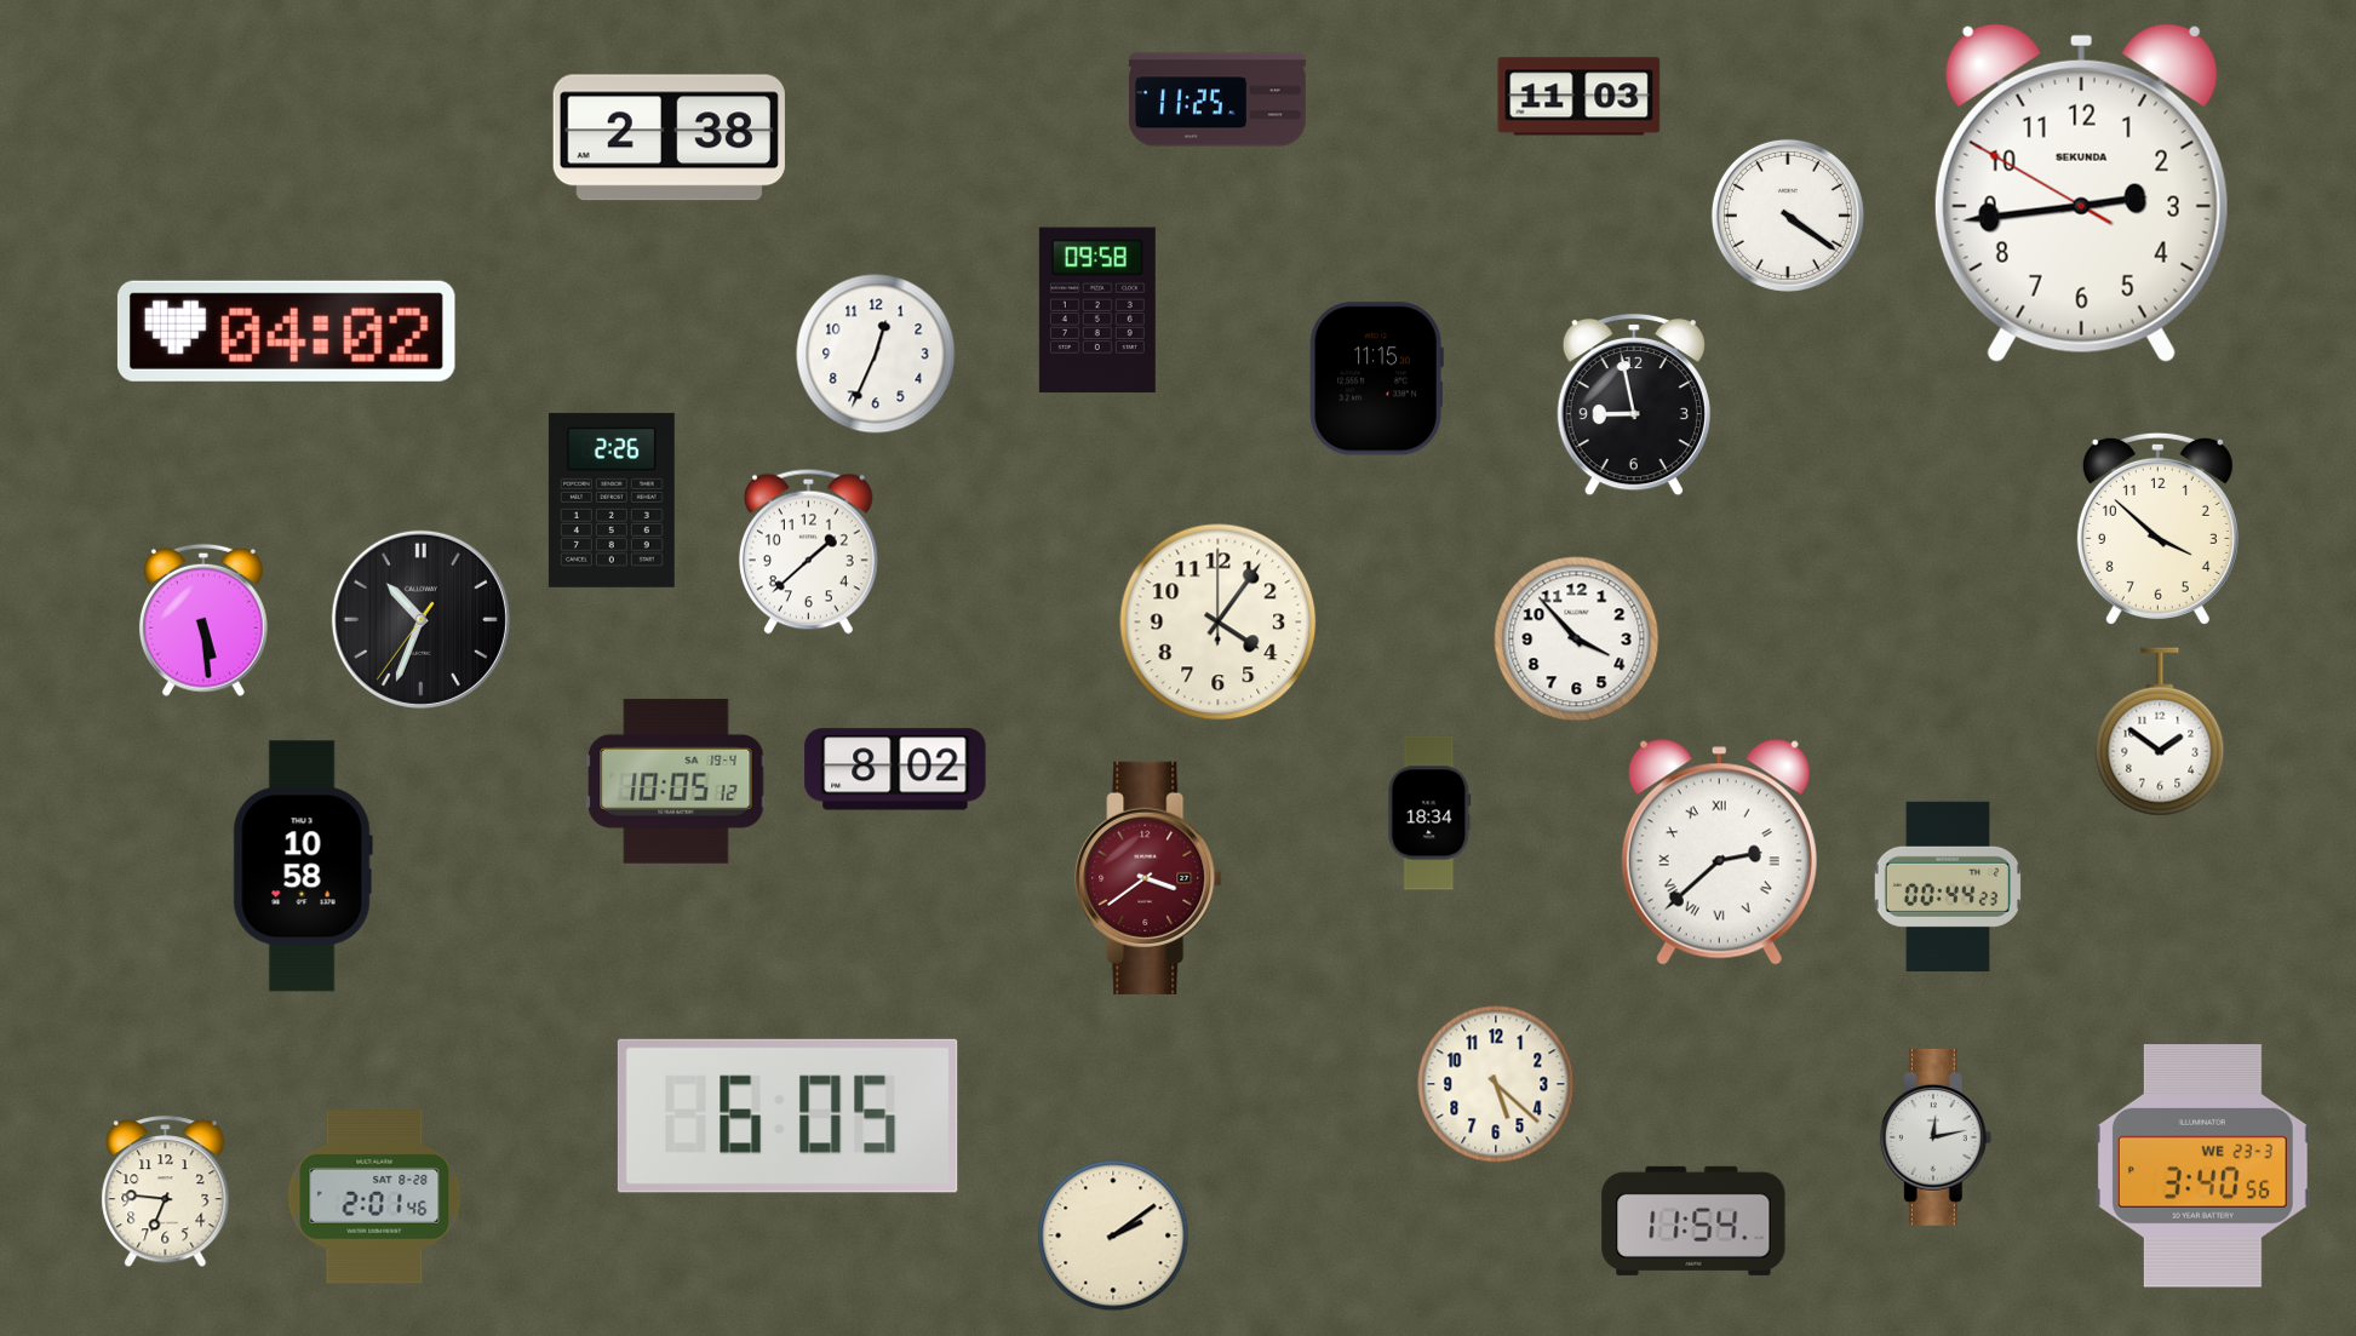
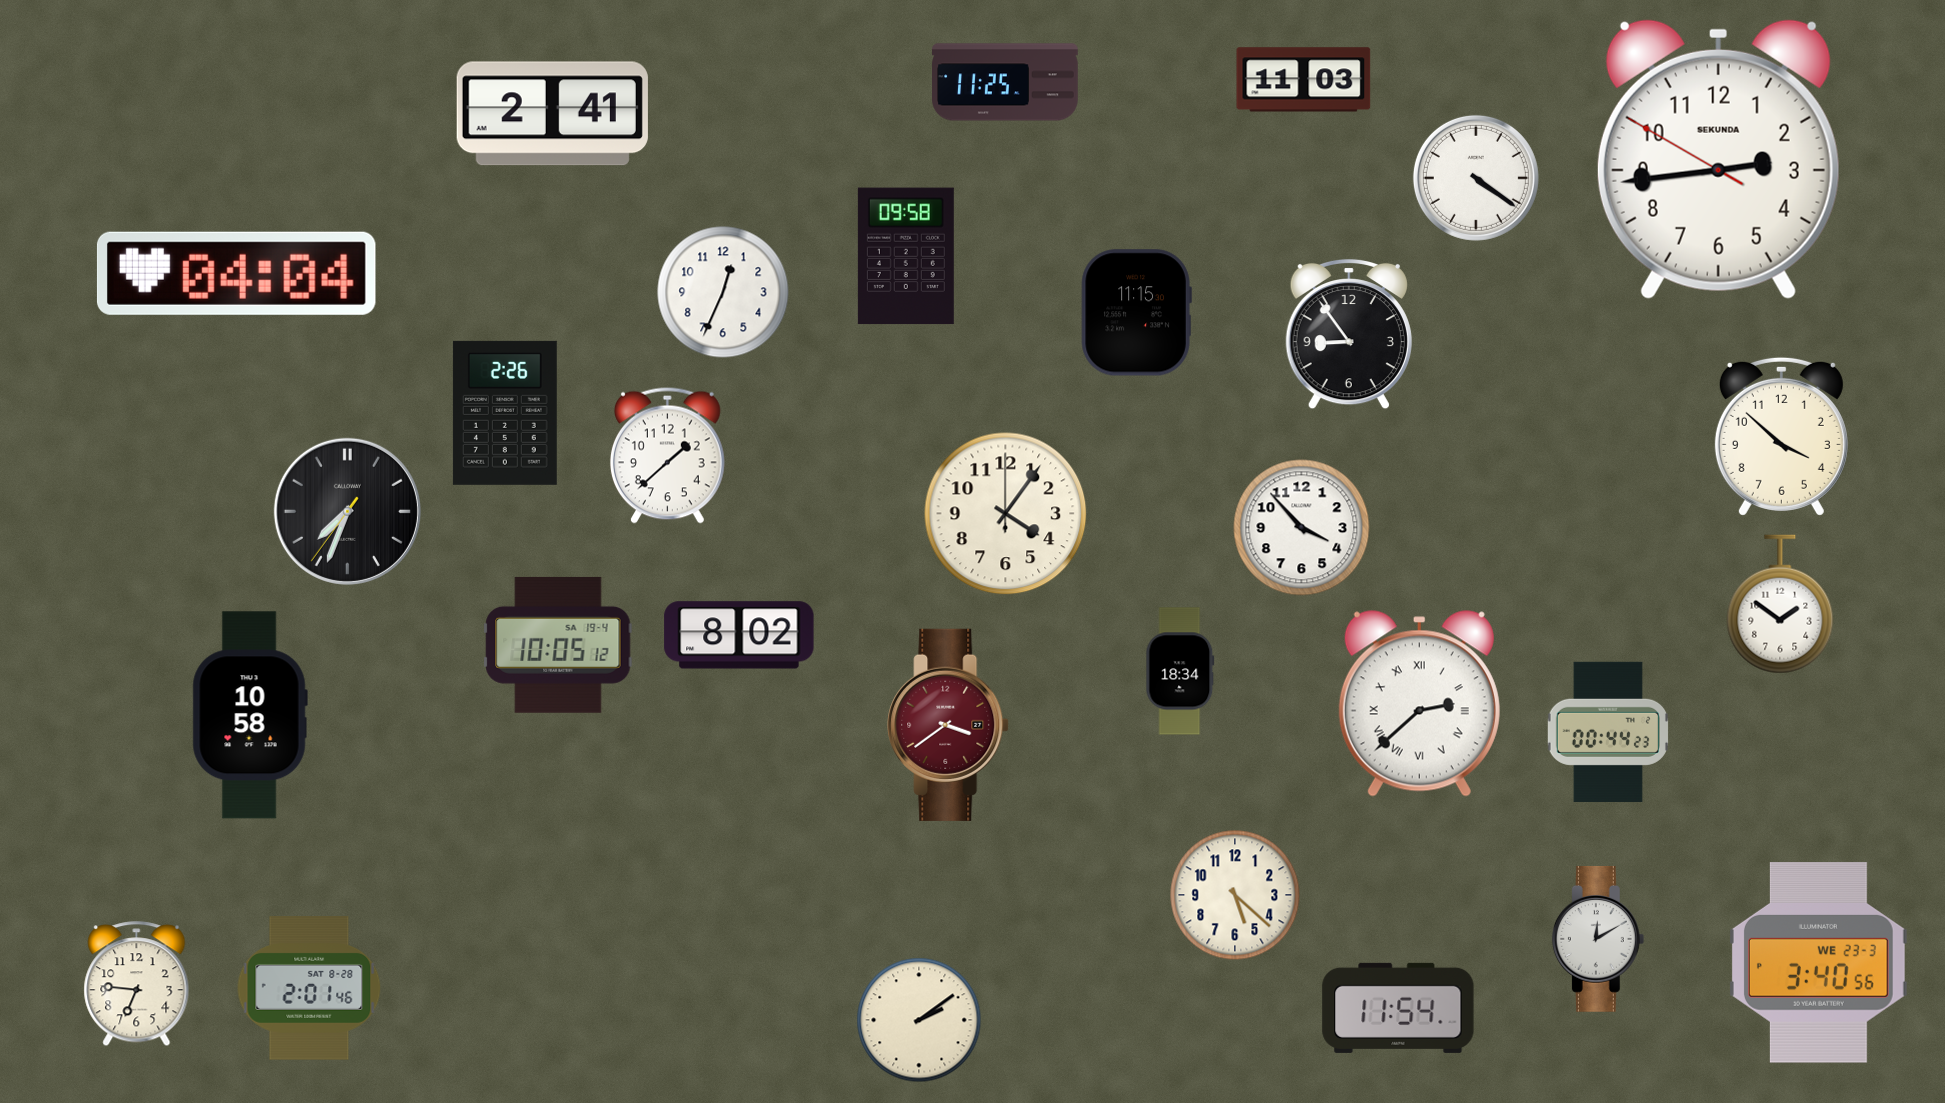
clock at (669, 138): 2:38 -> 2:41
clock at (286, 331): 04:02 -> 04:04
clock at (1634, 405): 8:58 -> 8:54
clock at (420, 619): 10:33 -> 7:33
clock at (204, 620): 5:29 -> none
clock at (2160, 732) position: (2160, 732) -> (1780, 604)
clock at (787, 1116): 6:05 -> none
clock at (1936, 1137): 12:13 -> 12:10
